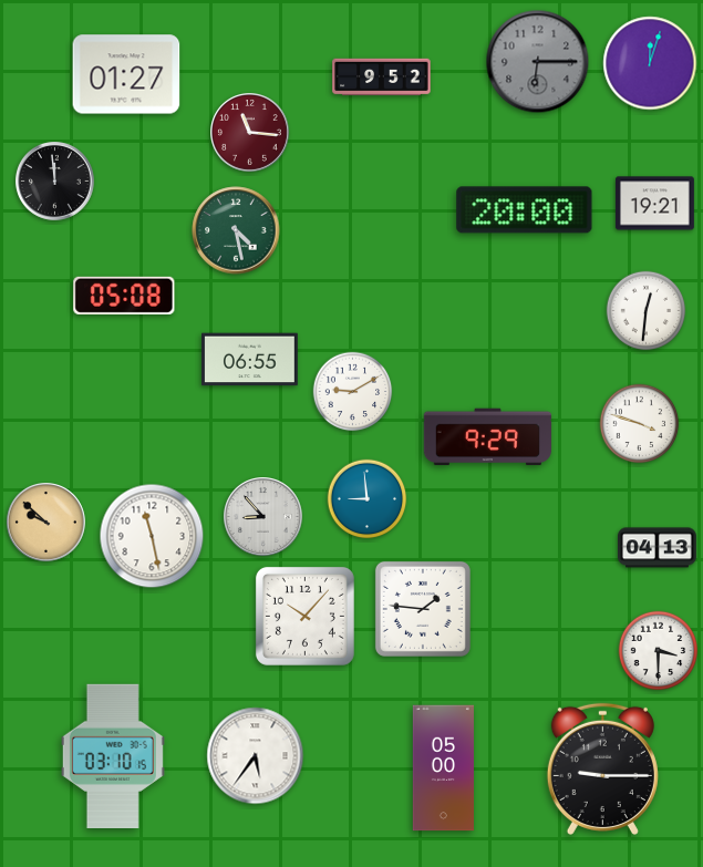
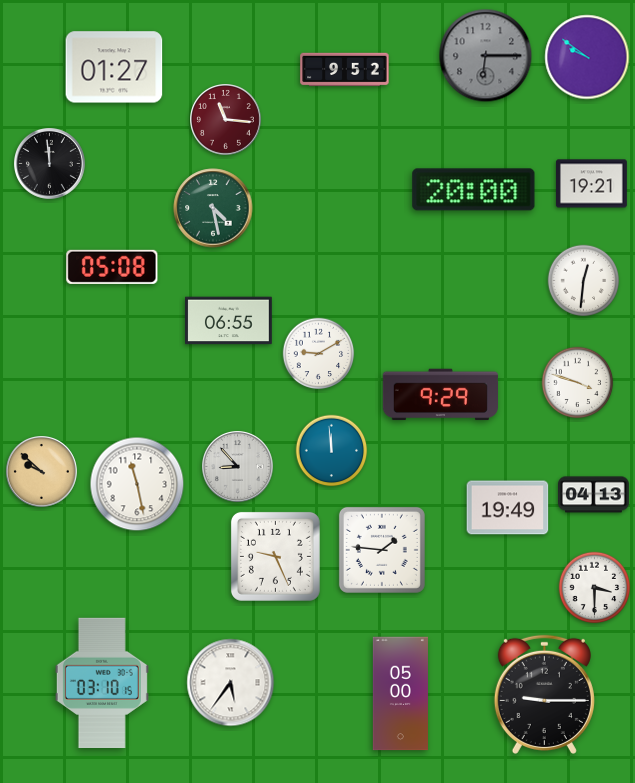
clock at (650, 63): 12:03 -> 9:51
clock at (250, 360) position: (250, 360) -> (229, 321)
clock at (368, 499): 8:59 -> 11:59
clock at (508, 508): none -> 19:49
clock at (304, 616): 10:07 -> 9:26
